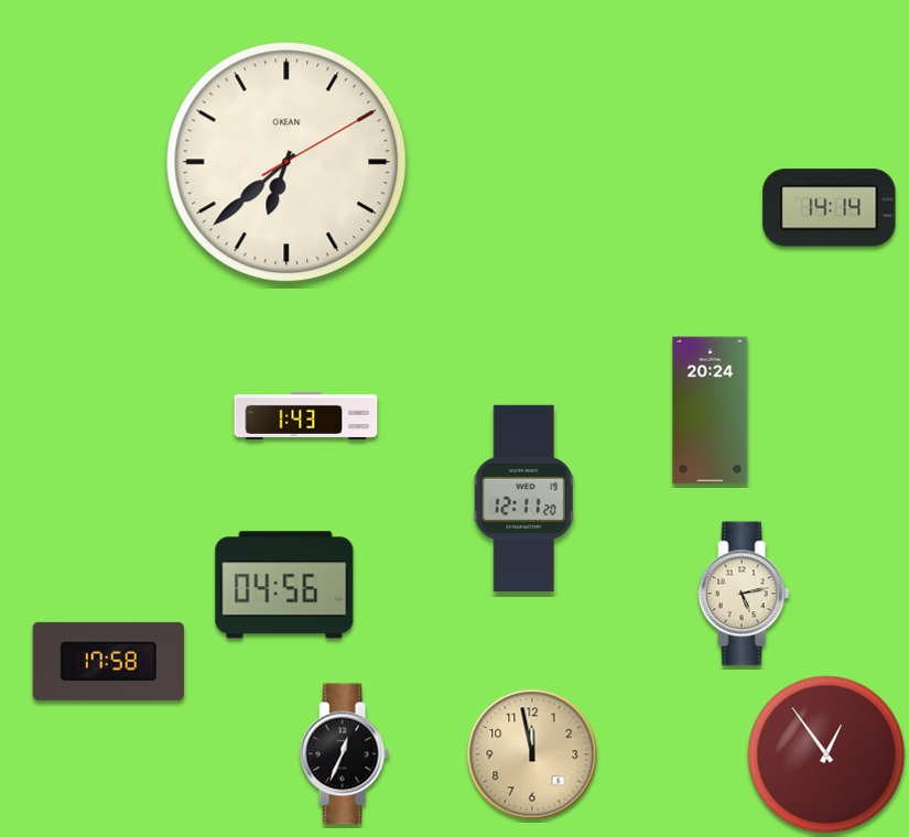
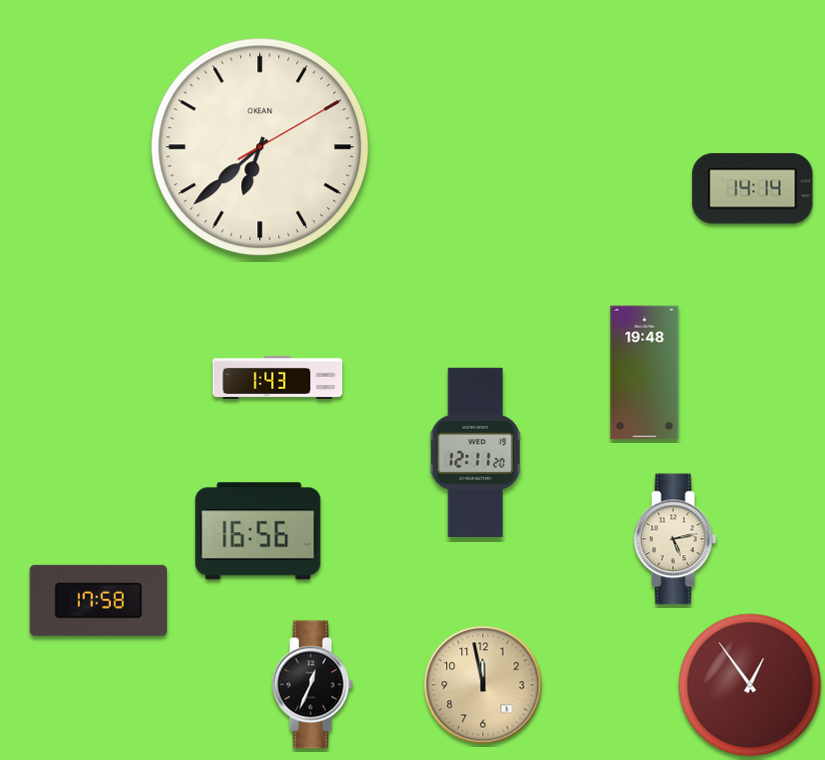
clock at (711, 411): 20:24 -> 19:48
clock at (284, 585): 04:56 -> 16:56
